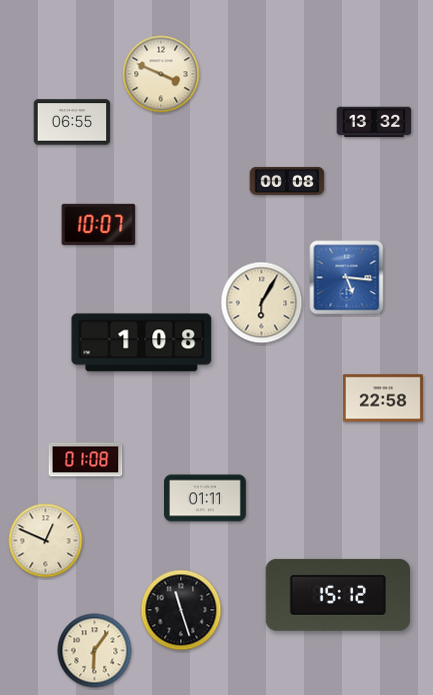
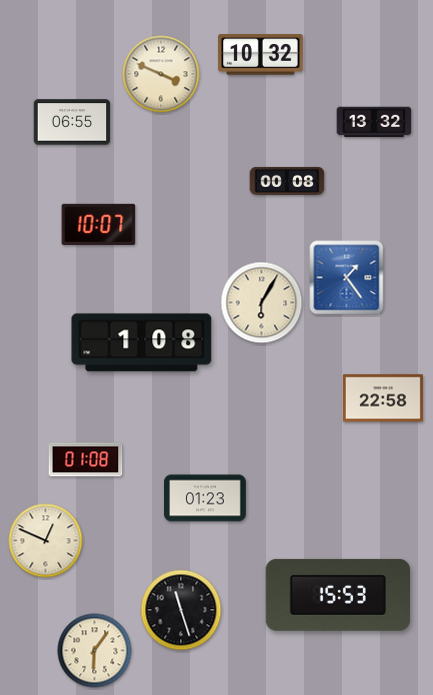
clock at (261, 55): none -> 10:32
clock at (347, 278): 5:16 -> 1:24
clock at (206, 498): 01:11 -> 01:23
clock at (337, 595): 15:12 -> 15:53
